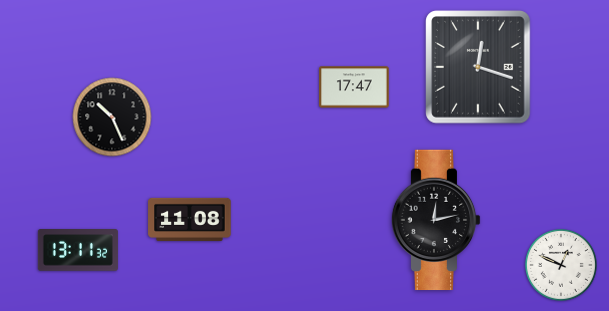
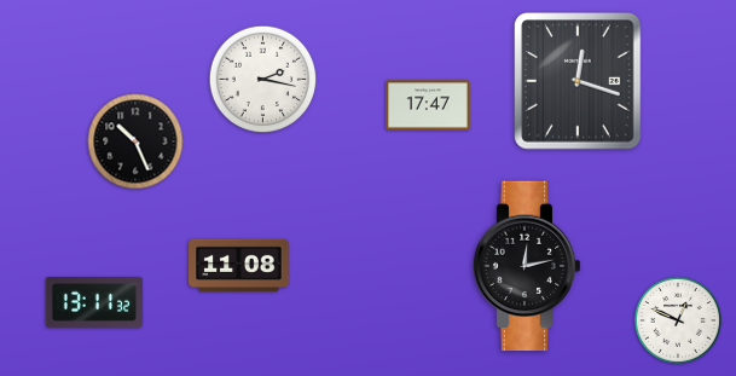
clock at (263, 80): none -> 2:17
clock at (190, 219) position: (190, 219) -> (239, 265)
